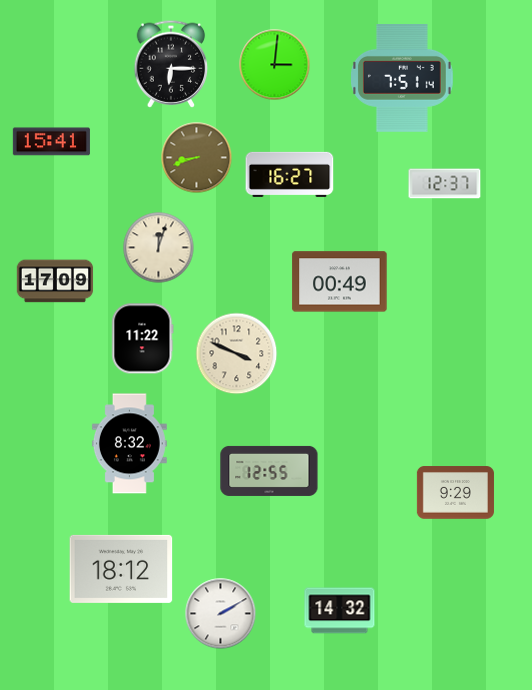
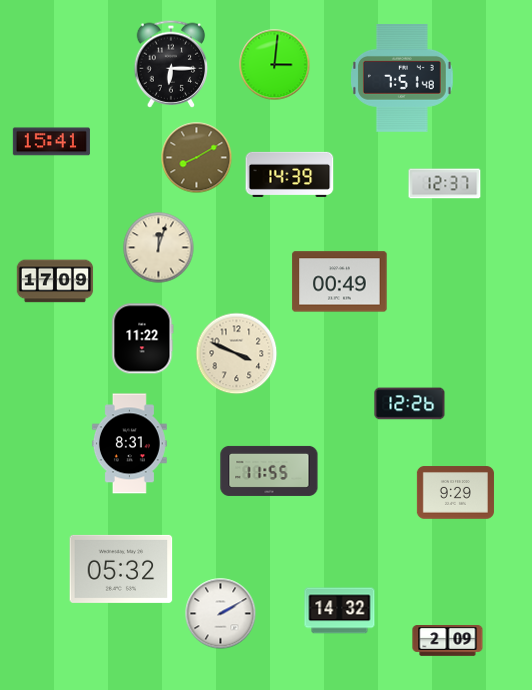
clock at (403, 79): 7:51:14 -> 7:51:48
clock at (197, 158): 8:42 -> 8:10
clock at (290, 174): 16:27 -> 14:39
clock at (410, 404): none -> 12:26
clock at (129, 444): 8:32 -> 8:31
clock at (269, 471): 12:55 -> 11:55
clock at (121, 569): 18:12 -> 05:32
clock at (448, 641): none -> 2:09
